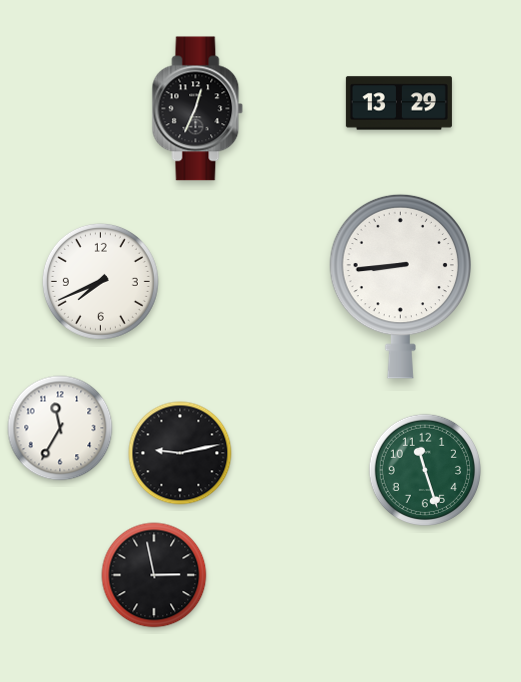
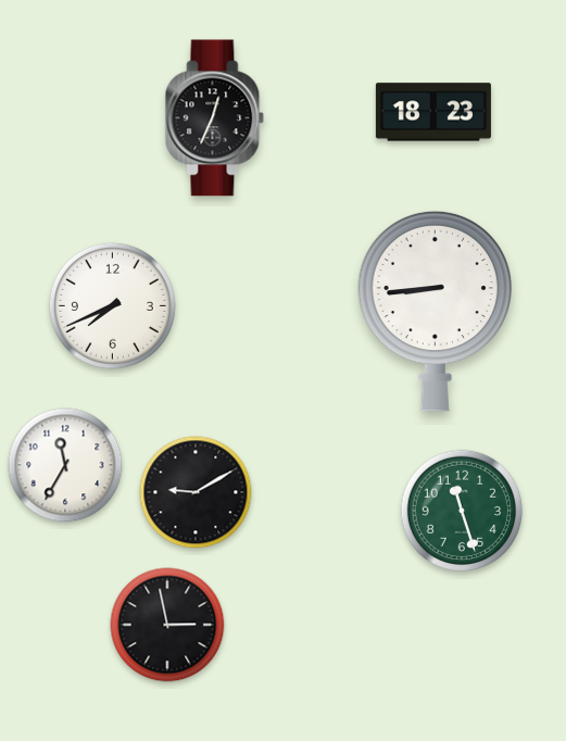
clock at (399, 103): 13:29 -> 18:23
clock at (100, 281) position: (100, 281) -> (112, 305)
clock at (180, 453): 9:13 -> 9:10
